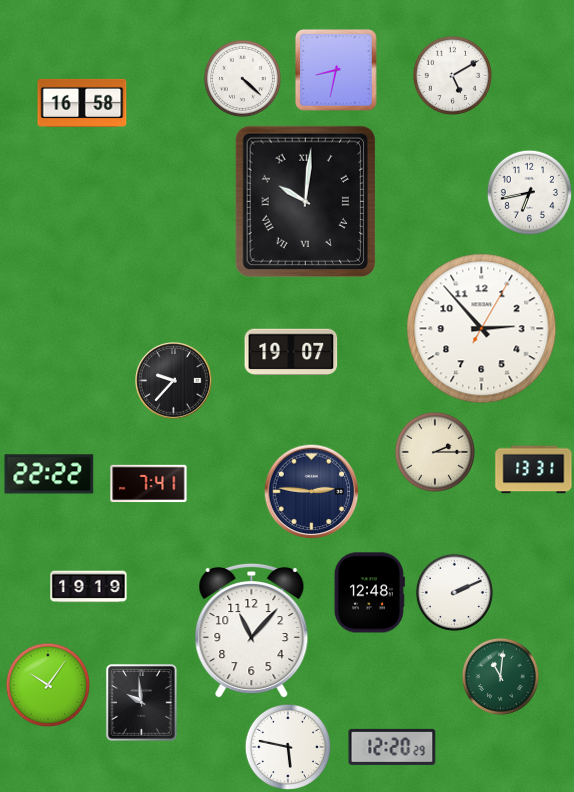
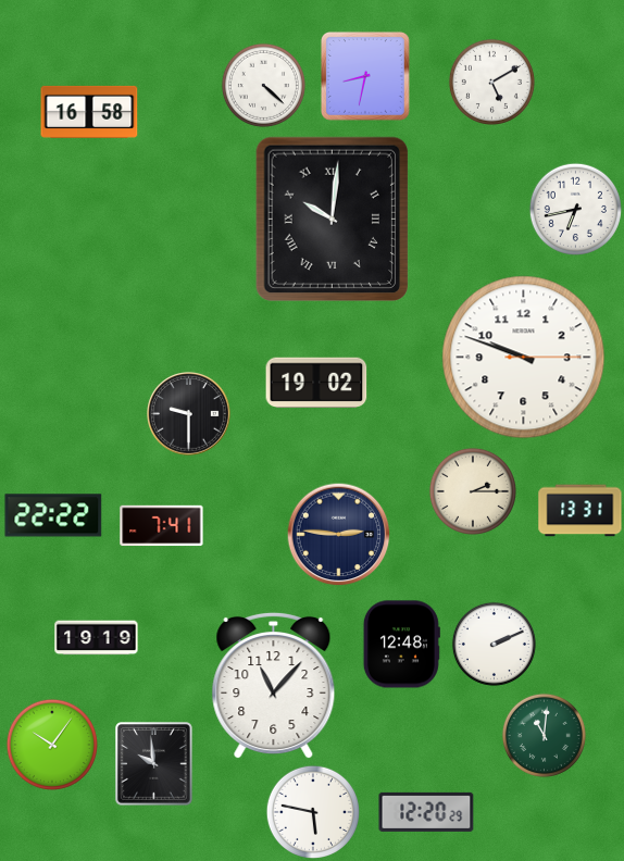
clock at (482, 329): 2:53 -> 9:48
clock at (291, 351): 19:07 -> 19:02
clock at (174, 381): 9:37 -> 9:30
